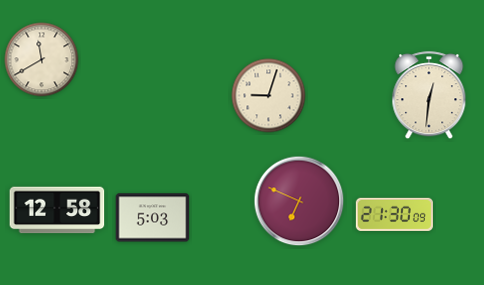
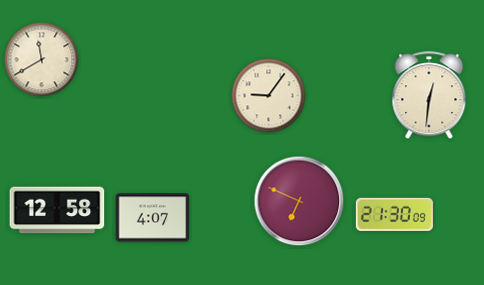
clock at (269, 96): 9:03 -> 9:06
clock at (153, 218): 5:03 -> 4:07
